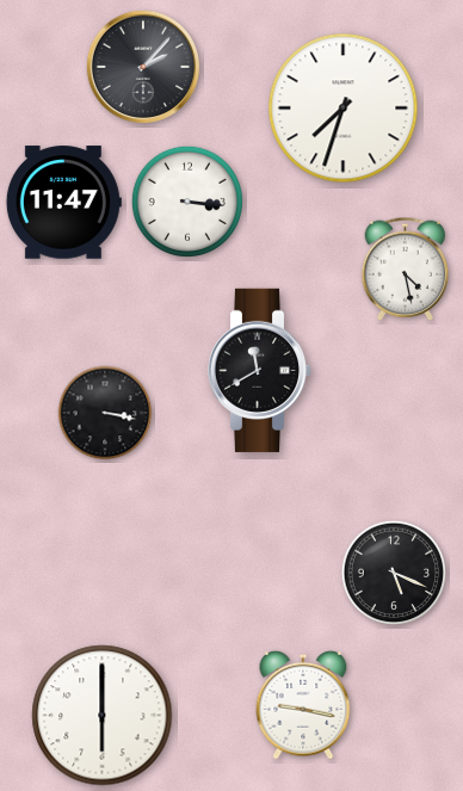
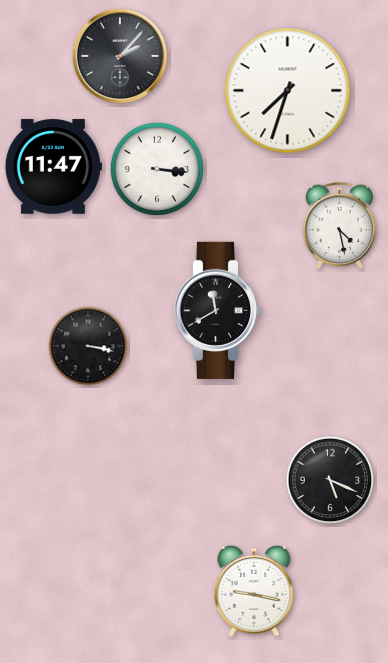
clock at (63, 203) position: (63, 203) -> (53, 167)
clock at (103, 716): 6:00 -> none
